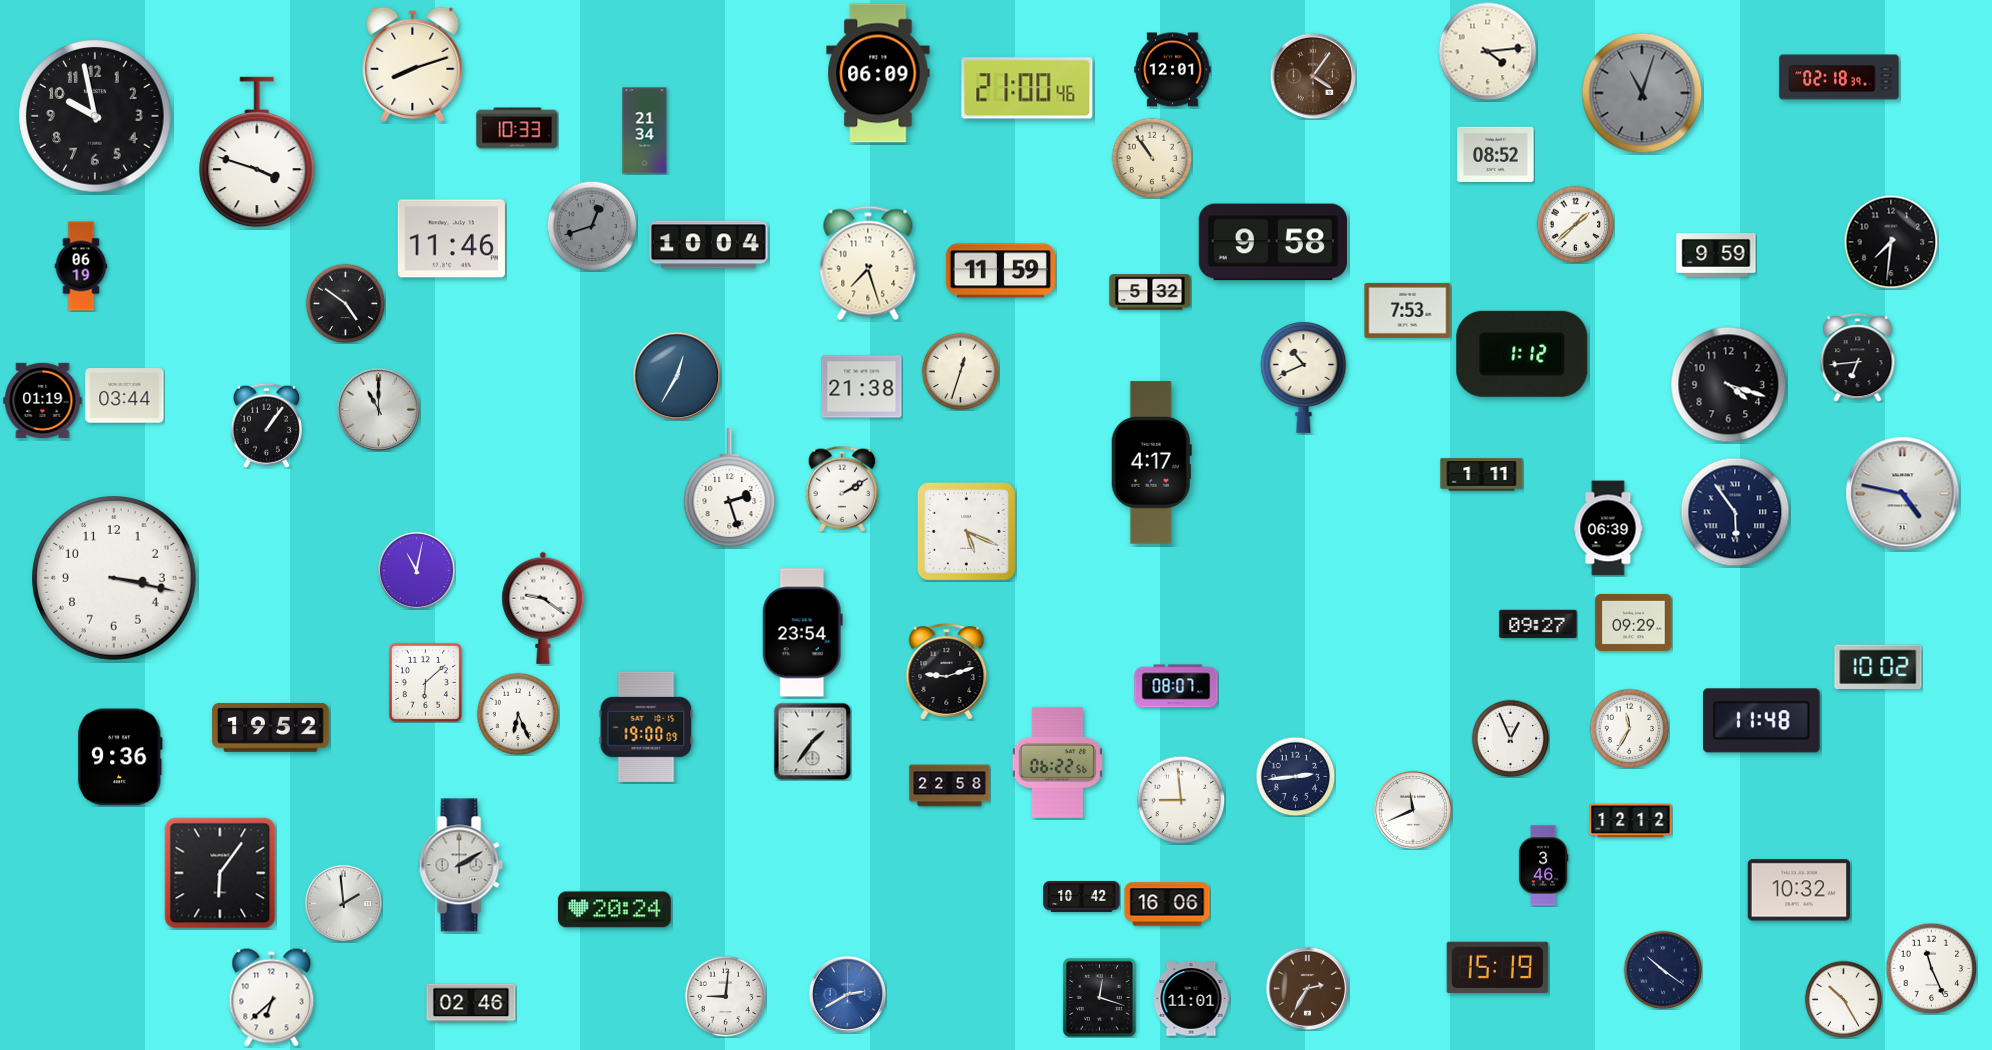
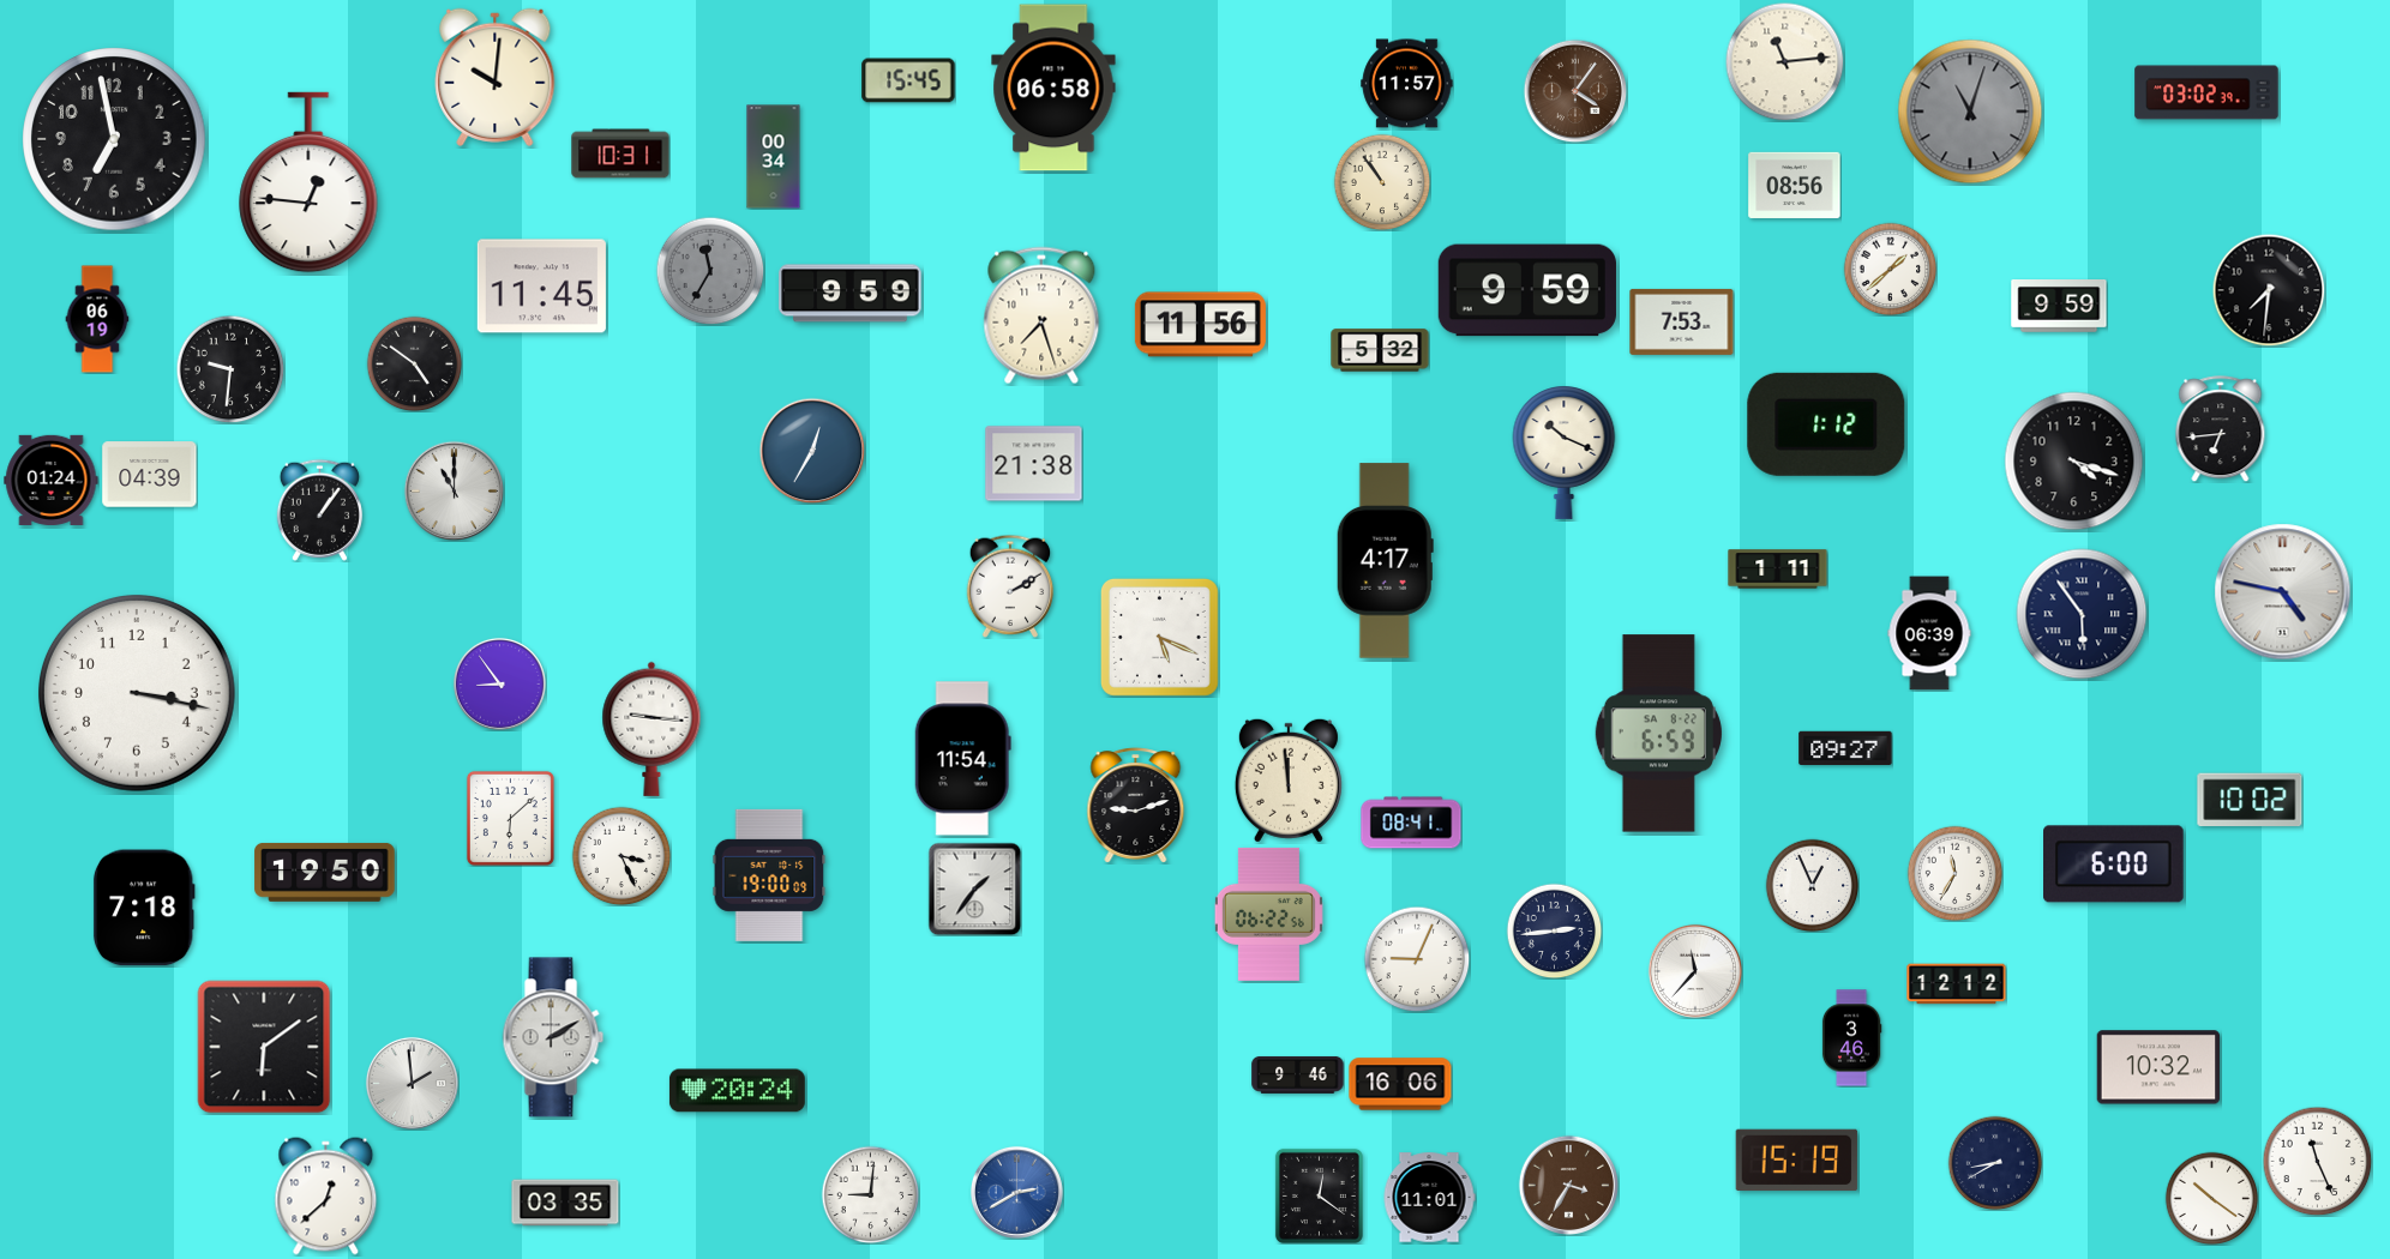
clock at (1488, 52): 4:14 -> 11:14
clock at (413, 64): 8:12 -> 10:01
clock at (908, 80): none -> 15:45
clock at (1173, 70): 12:01 -> 11:57
clock at (878, 73): 06:09 -> 06:58
clock at (1839, 77): 02:18 -> 03:02
clock at (1027, 88): 21:00 -> none
clock at (95, 116): 9:58 -> 6:58
clock at (517, 128): 10:33 -> 10:31
clock at (645, 131): 21:34 -> 00:34
clock at (257, 152): 3:48 -> 12:46
clock at (1496, 154): 08:52 -> 08:56
clock at (1152, 158) position: (1152, 158) -> (1382, 182)
clock at (592, 226): 12:42 -> 11:35
clock at (451, 239): 11:46 -> 11:45
clock at (1273, 242): 9:58 -> 9:59
clock at (709, 245): 10:04 -> 9:59
clock at (1000, 271): 11:59 -> 11:56
clock at (230, 369): none -> 9:31
clock at (1408, 310) position: (1408, 310) -> (1682, 321)
clock at (1858, 358) position: (1858, 358) -> (2221, 429)
clock at (960, 371): 12:33 -> none
clock at (1304, 378): 10:41 -> 10:19
clock at (125, 396): 03:44 -> 04:39
clock at (43, 400): 01:19 -> 01:24
clock at (1151, 463) position: (1151, 463) -> (1385, 561)
clock at (730, 488): 2:27 -> none
clock at (416, 570): 11:02 -> 8:54
clock at (543, 608): 9:21 -> 9:16
clock at (1658, 734): none -> 6:59
clock at (1634, 622): 09:29 -> none
clock at (802, 633): 23:54 -> 11:54
clock at (1289, 781): none -> 11:59
clock at (1878, 666) position: (1878, 666) -> (2250, 799)
clock at (1176, 686): 08:07 -> 08:41
clock at (518, 714): 6:26 -> 3:26
clock at (1762, 721): 11:48 -> 6:00
clock at (271, 727): 19:52 -> 19:50
clock at (646, 727) position: (646, 727) -> (769, 875)
clock at (120, 757): 9:36 -> 7:18
clock at (950, 786): 22:58 -> none
clock at (1181, 800): 8:59 -> 9:04
clock at (1413, 810): 11:41 -> 11:37
clock at (220, 873): 6:06 -> 6:09
clock at (1082, 896): 10:42 -> 9:46
clock at (1663, 970): 10:21 -> 8:40
clock at (1307, 988): 2:35 -> 3:35
clock at (1099, 997): 12:18 -> 12:21
clock at (272, 998): 6:38 -> 12:38
clock at (1843, 999): 10:25 -> 10:21
clock at (471, 1003): 02:46 -> 03:35
